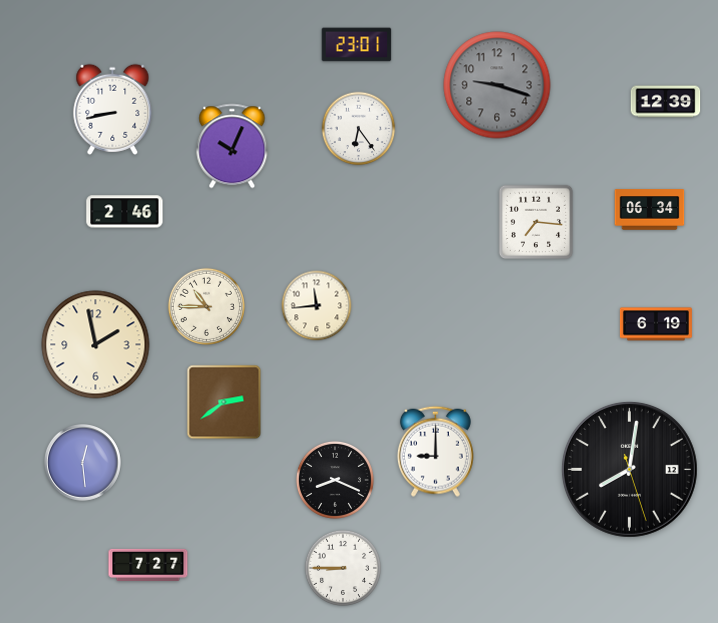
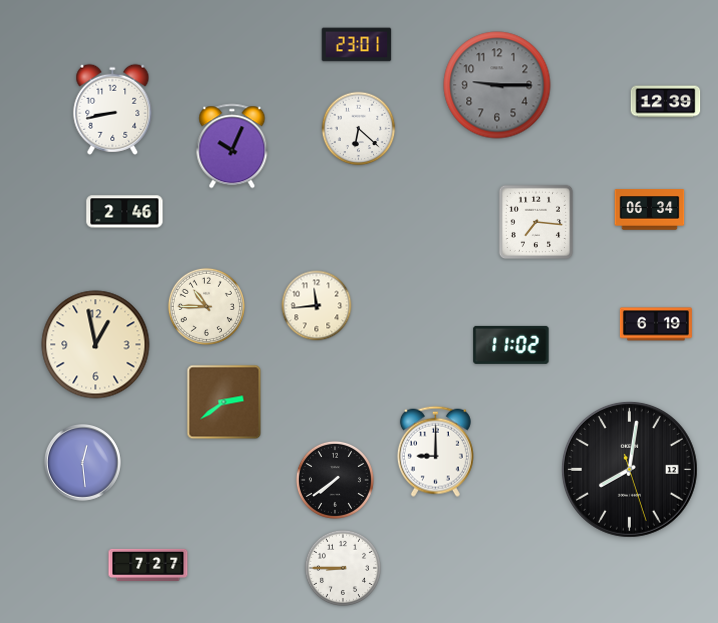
clock at (497, 85): 9:18 -> 9:15
clock at (359, 129): 6:24 -> 6:22
clock at (96, 345): 1:58 -> 12:58
clock at (511, 345): none -> 11:02
clock at (335, 480): 8:19 -> 7:39
